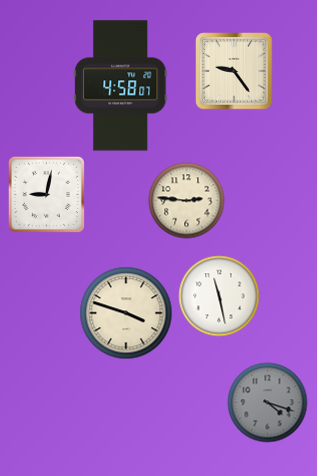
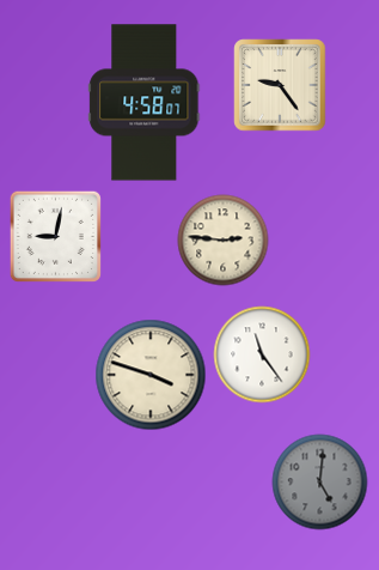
clock at (46, 194) position: (46, 194) -> (55, 236)
clock at (219, 296): 11:28 -> 11:24
clock at (268, 403): 4:18 -> 5:01
